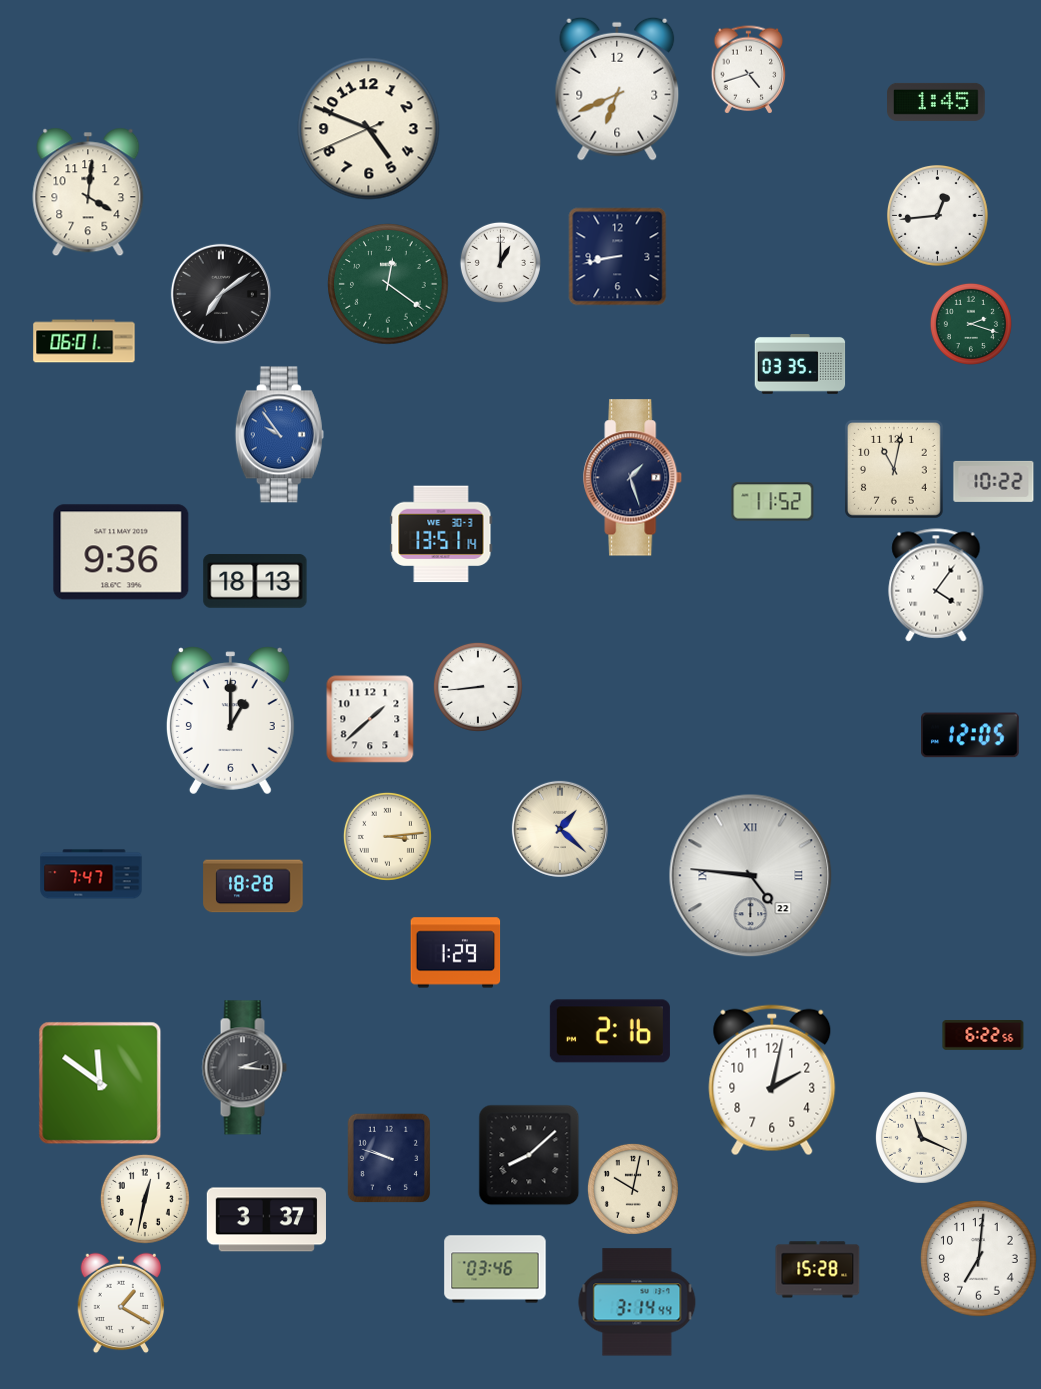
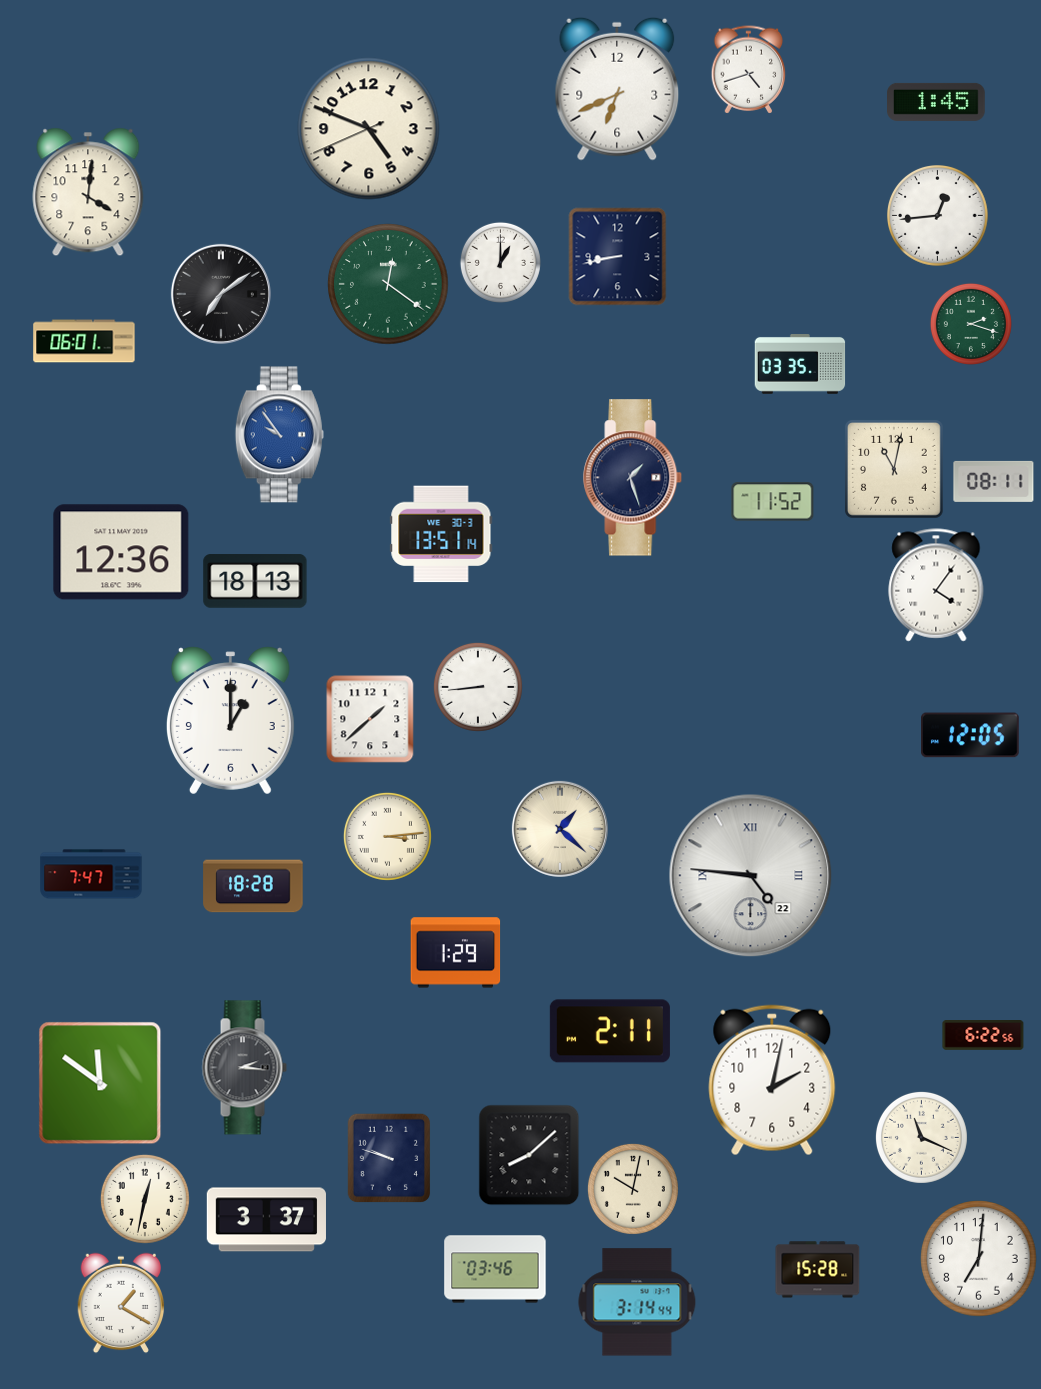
clock at (994, 481): 10:22 -> 08:11
clock at (121, 552): 9:36 -> 12:36
clock at (610, 1031): 2:16 -> 2:11
